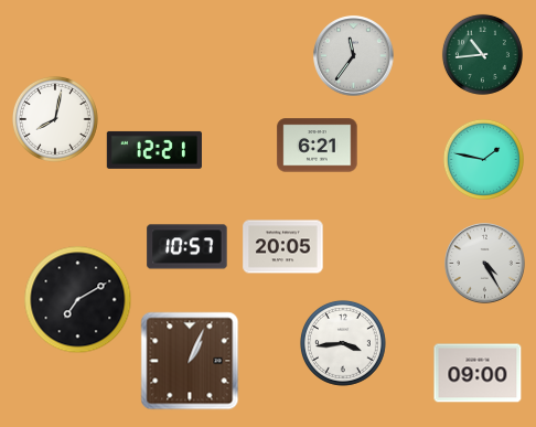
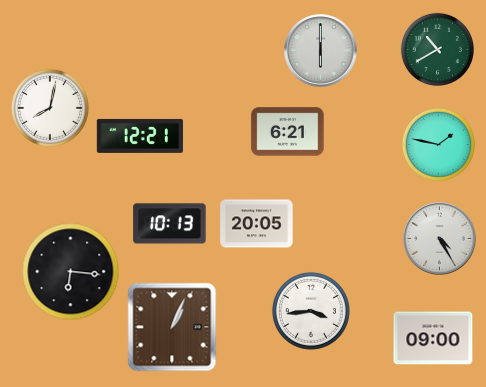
clock at (482, 54): 10:44 -> 10:40
clock at (354, 56): 11:36 -> 6:00
clock at (187, 247): 10:57 -> 10:13
clock at (78, 300): 7:10 -> 6:16
